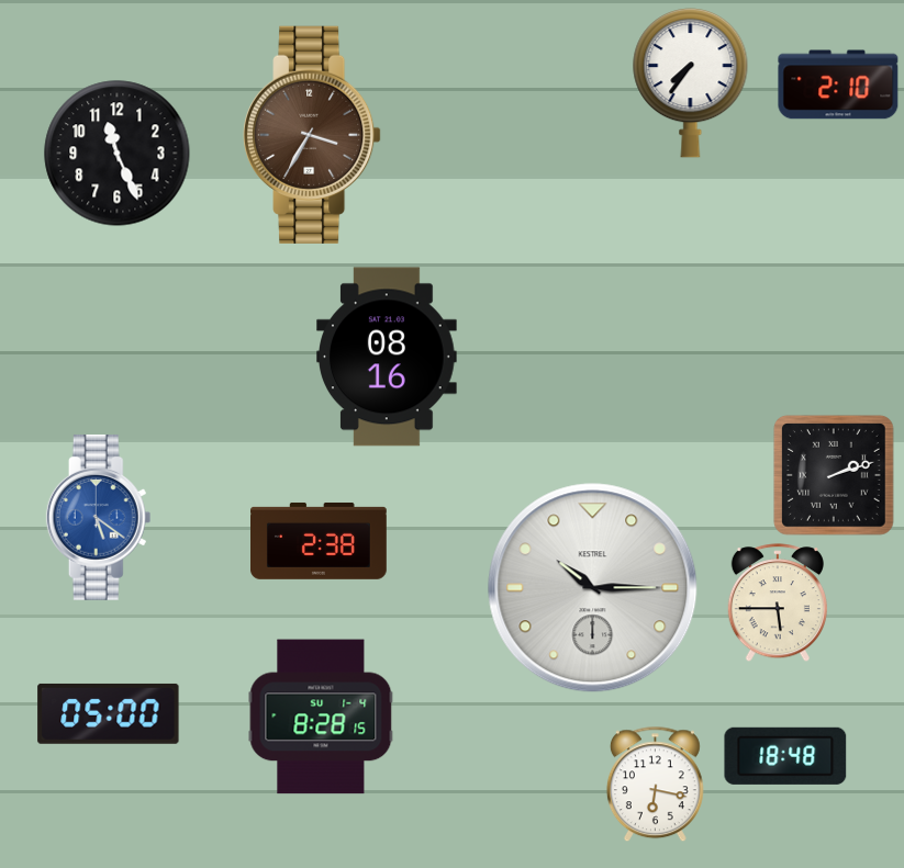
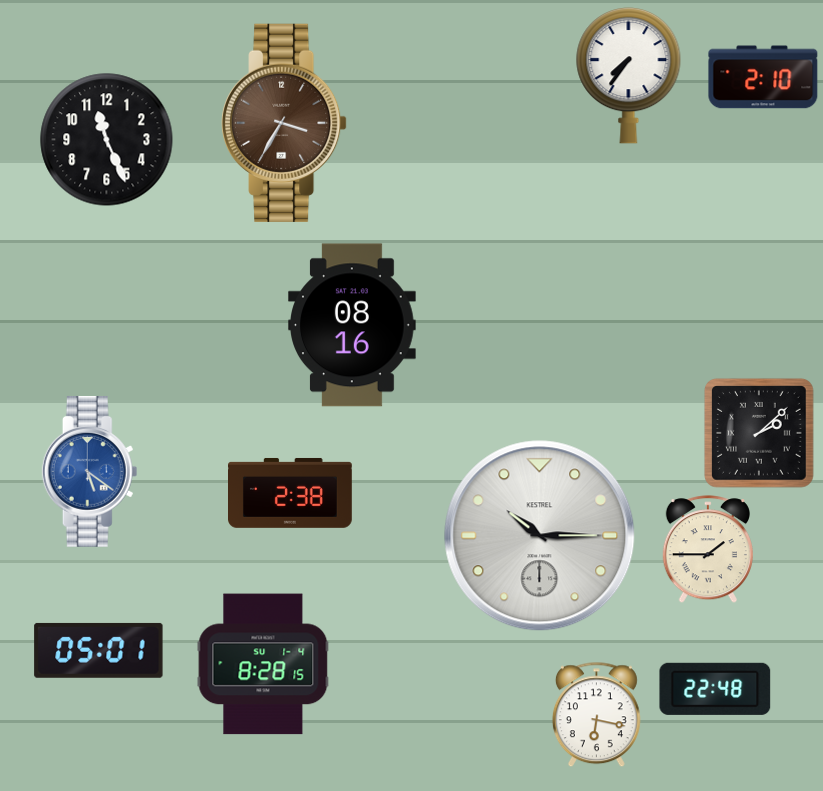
clock at (834, 475): 2:12 -> 2:08
clock at (778, 604): 5:45 -> 1:45
clock at (109, 713): 05:00 -> 05:01
clock at (321, 717) position: (321, 717) -> (263, 664)
clock at (785, 756): 18:48 -> 22:48
